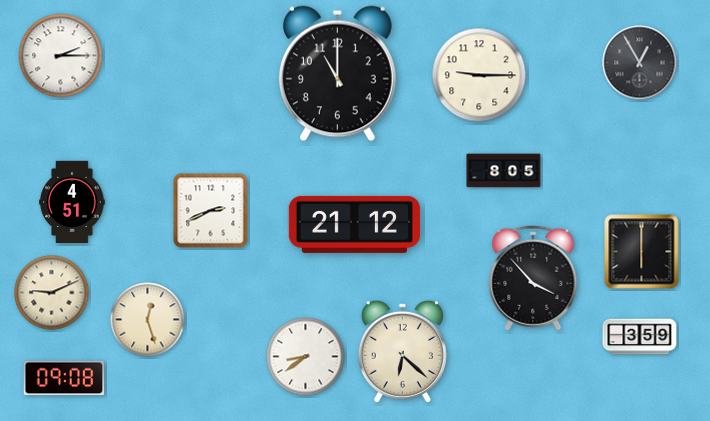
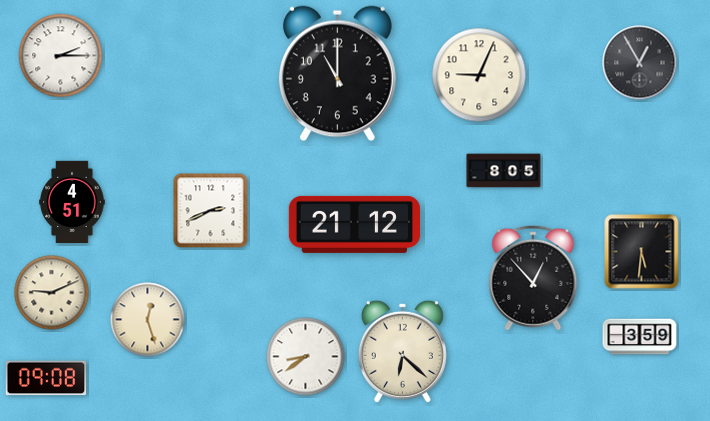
clock at (479, 75): 9:15 -> 9:04
clock at (642, 252): 6:00 -> 5:31
clock at (533, 278): 3:53 -> 12:53
clock at (64, 378) position: (64, 378) -> (46, 378)
